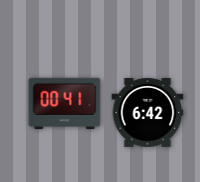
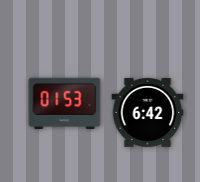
clock at (65, 104): 00:41 -> 01:53
